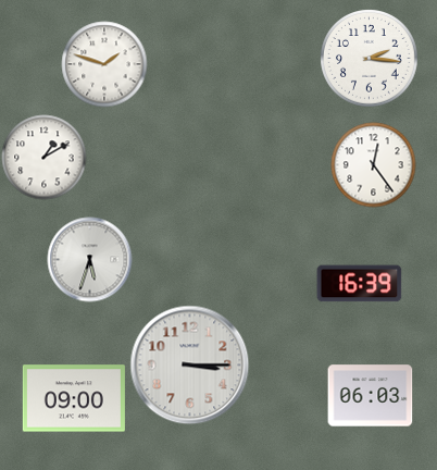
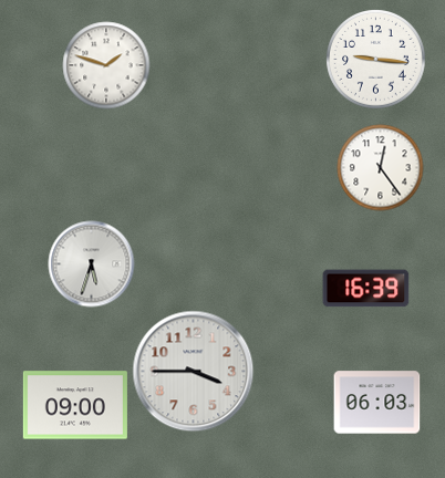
clock at (369, 58): 2:16 -> 9:16
clock at (43, 157): 1:10 -> none
clock at (189, 364): 3:15 -> 3:45
